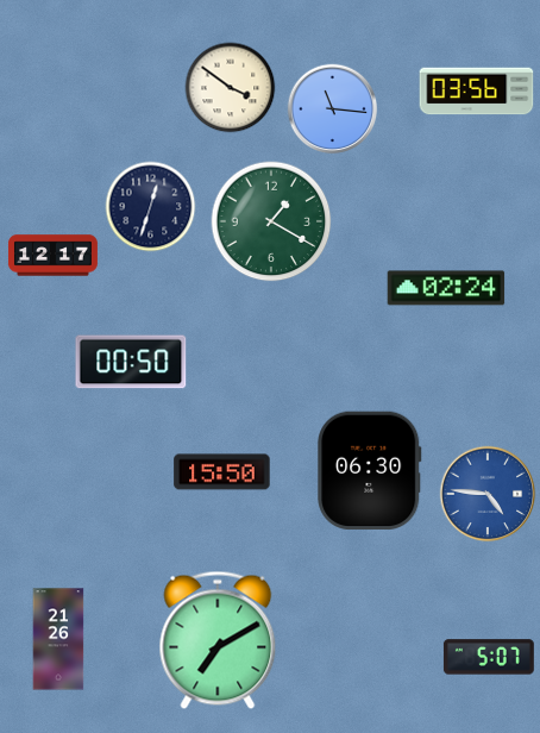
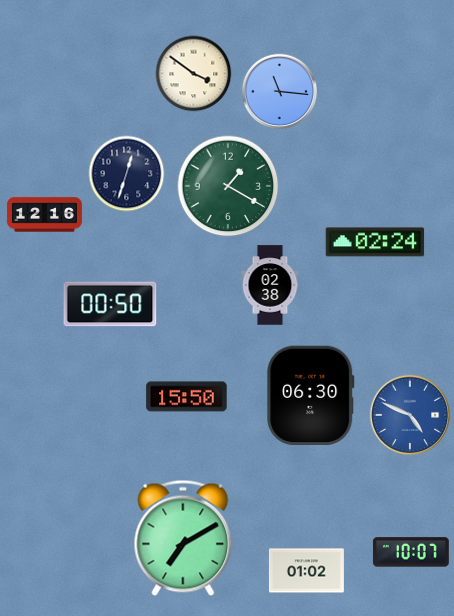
clock at (477, 92): 03:56 -> none
clock at (52, 256): 12:17 -> 12:16
clock at (270, 285): none -> 02:38
clock at (488, 494): 4:46 -> 4:49
clock at (58, 639): 21:26 -> none
clock at (489, 657): 5:07 -> 10:07
clock at (306, 571): none -> 01:02
